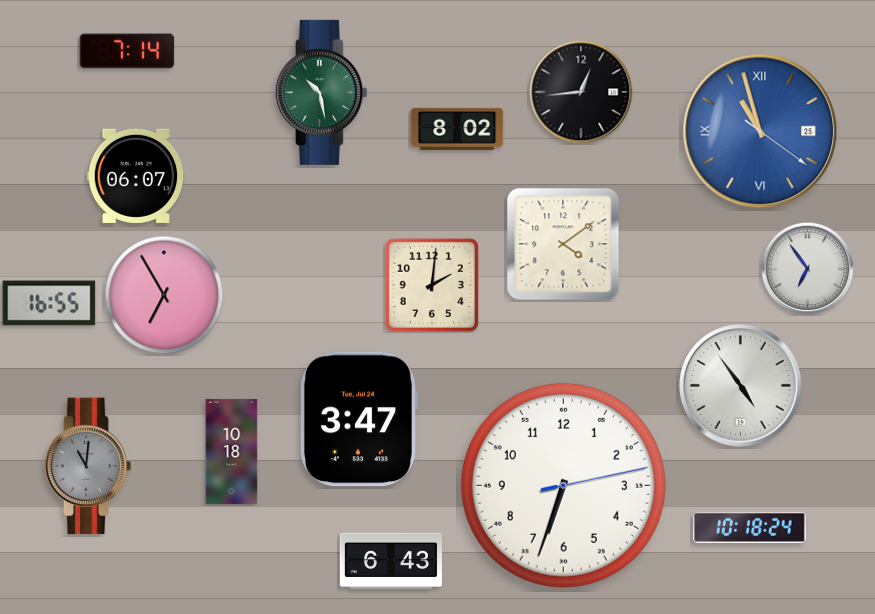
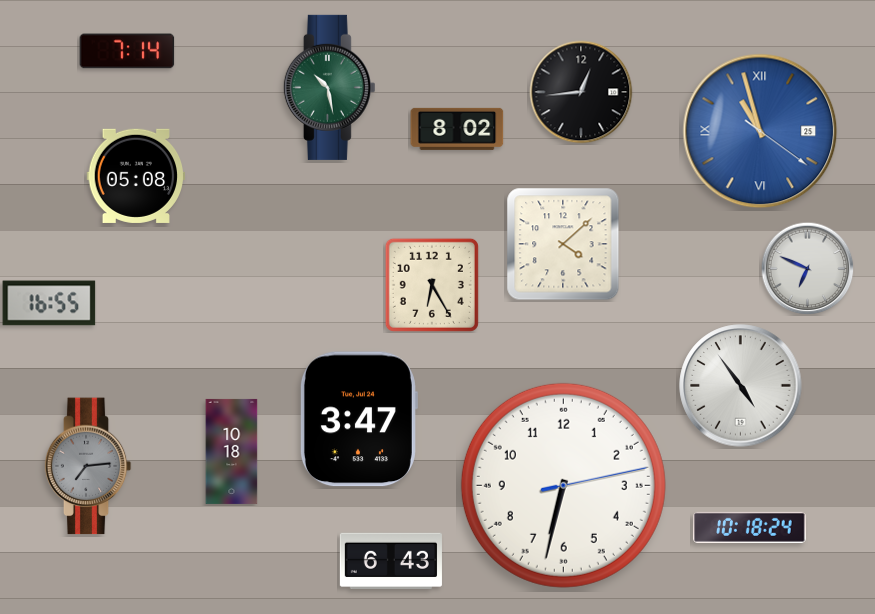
clock at (321, 92) position: (321, 92) -> (329, 87)
clock at (136, 176): 06:07 -> 05:08
clock at (563, 244): 4:09 -> 4:08
clock at (807, 268): 6:54 -> 6:49
clock at (432, 285): 2:01 -> 6:25
clock at (164, 295): 6:55 -> none
clock at (88, 466): 11:01 -> 7:14
clock at (563, 485): 6:33 -> 6:32
